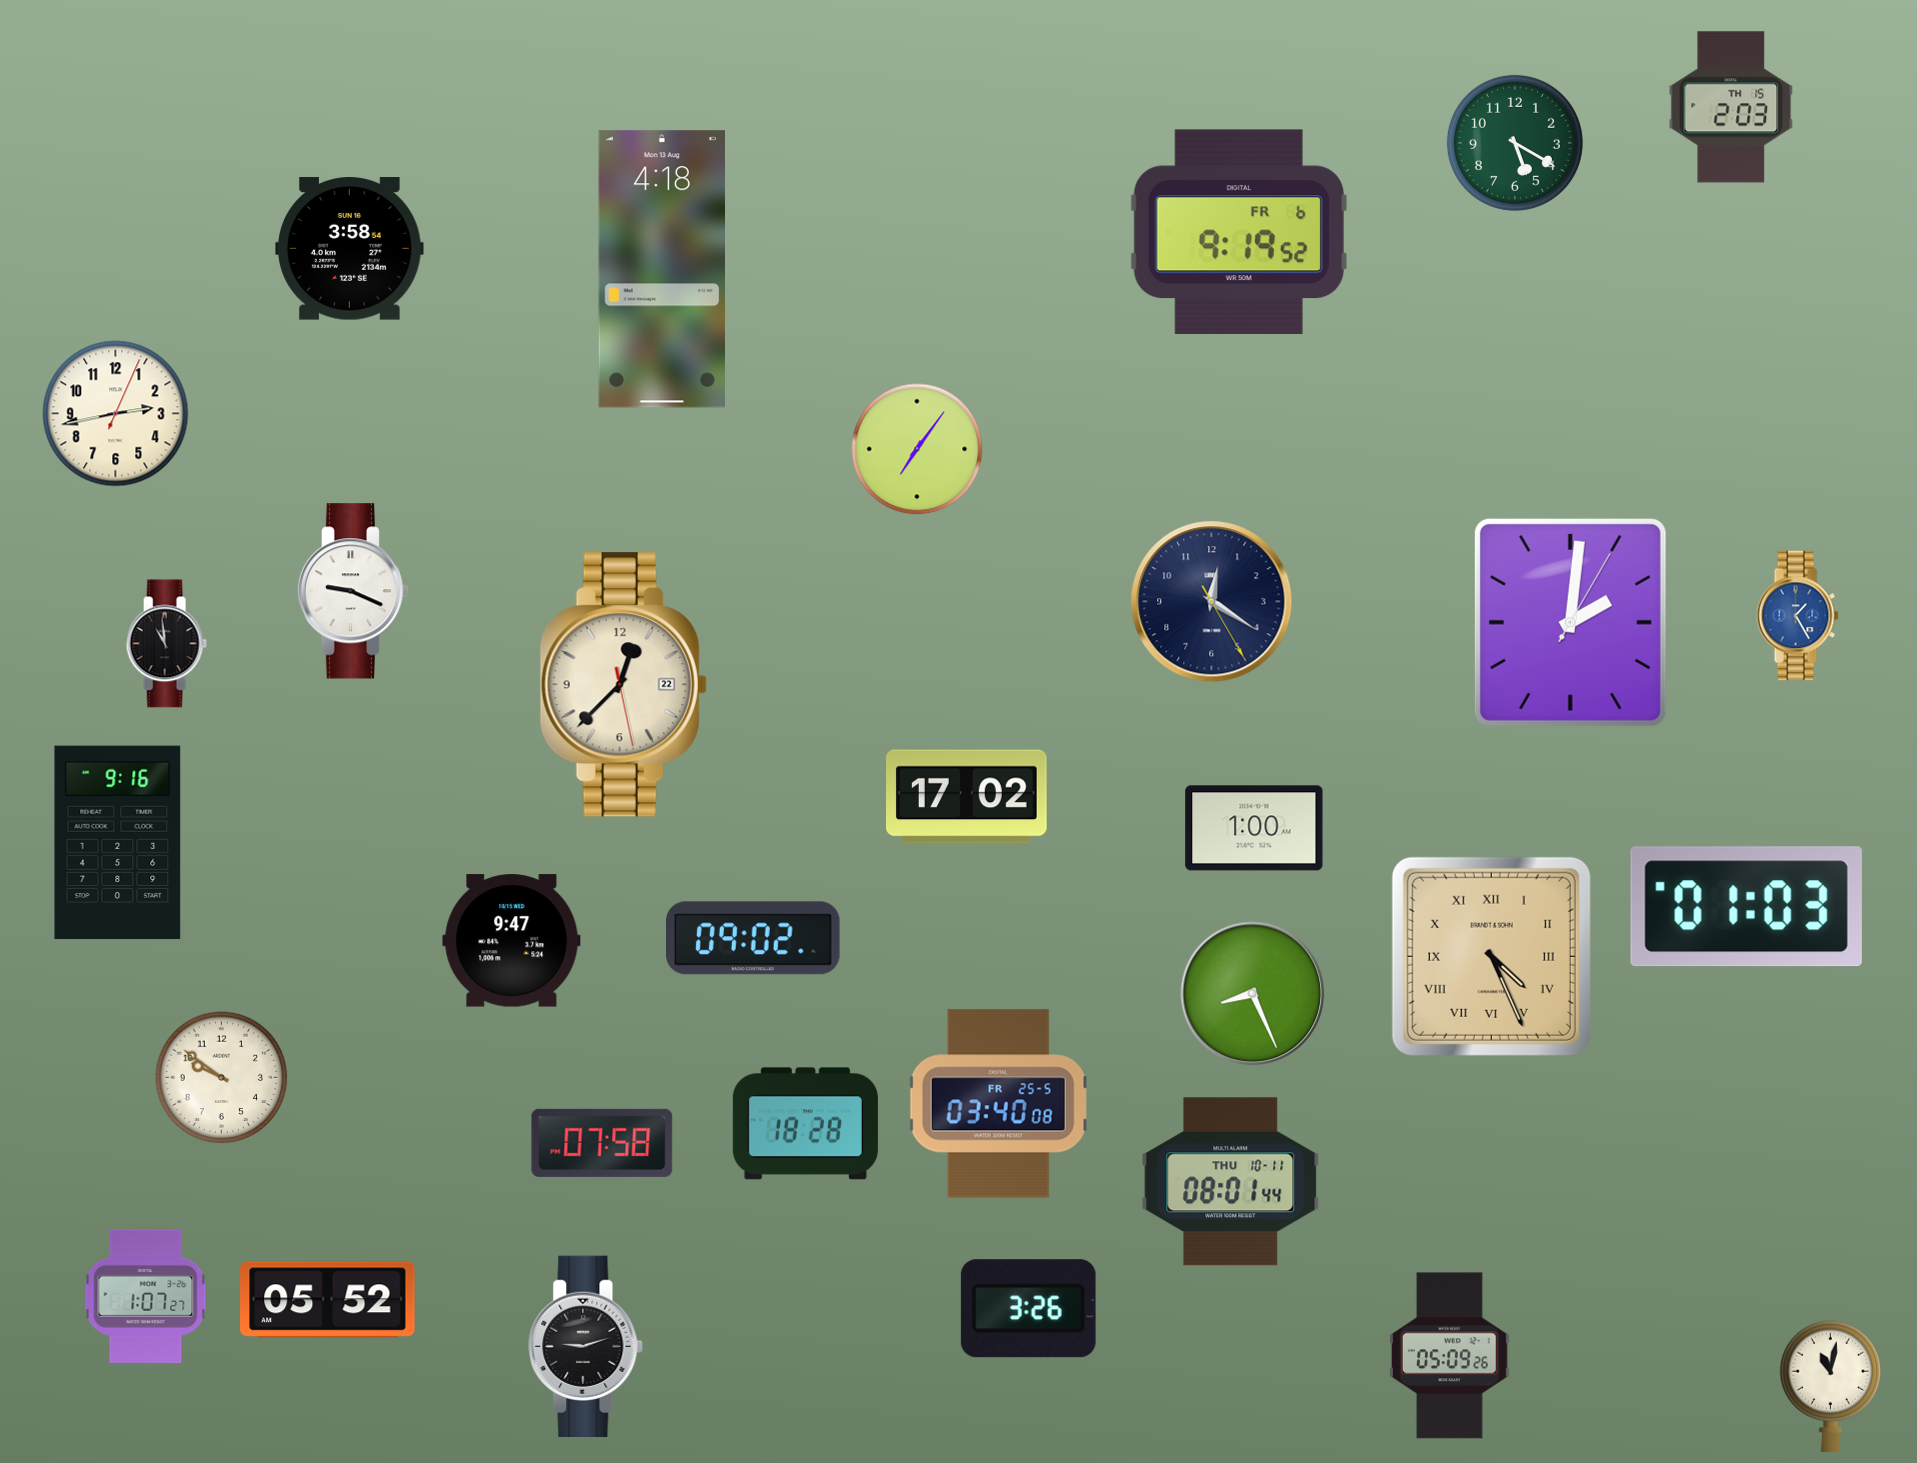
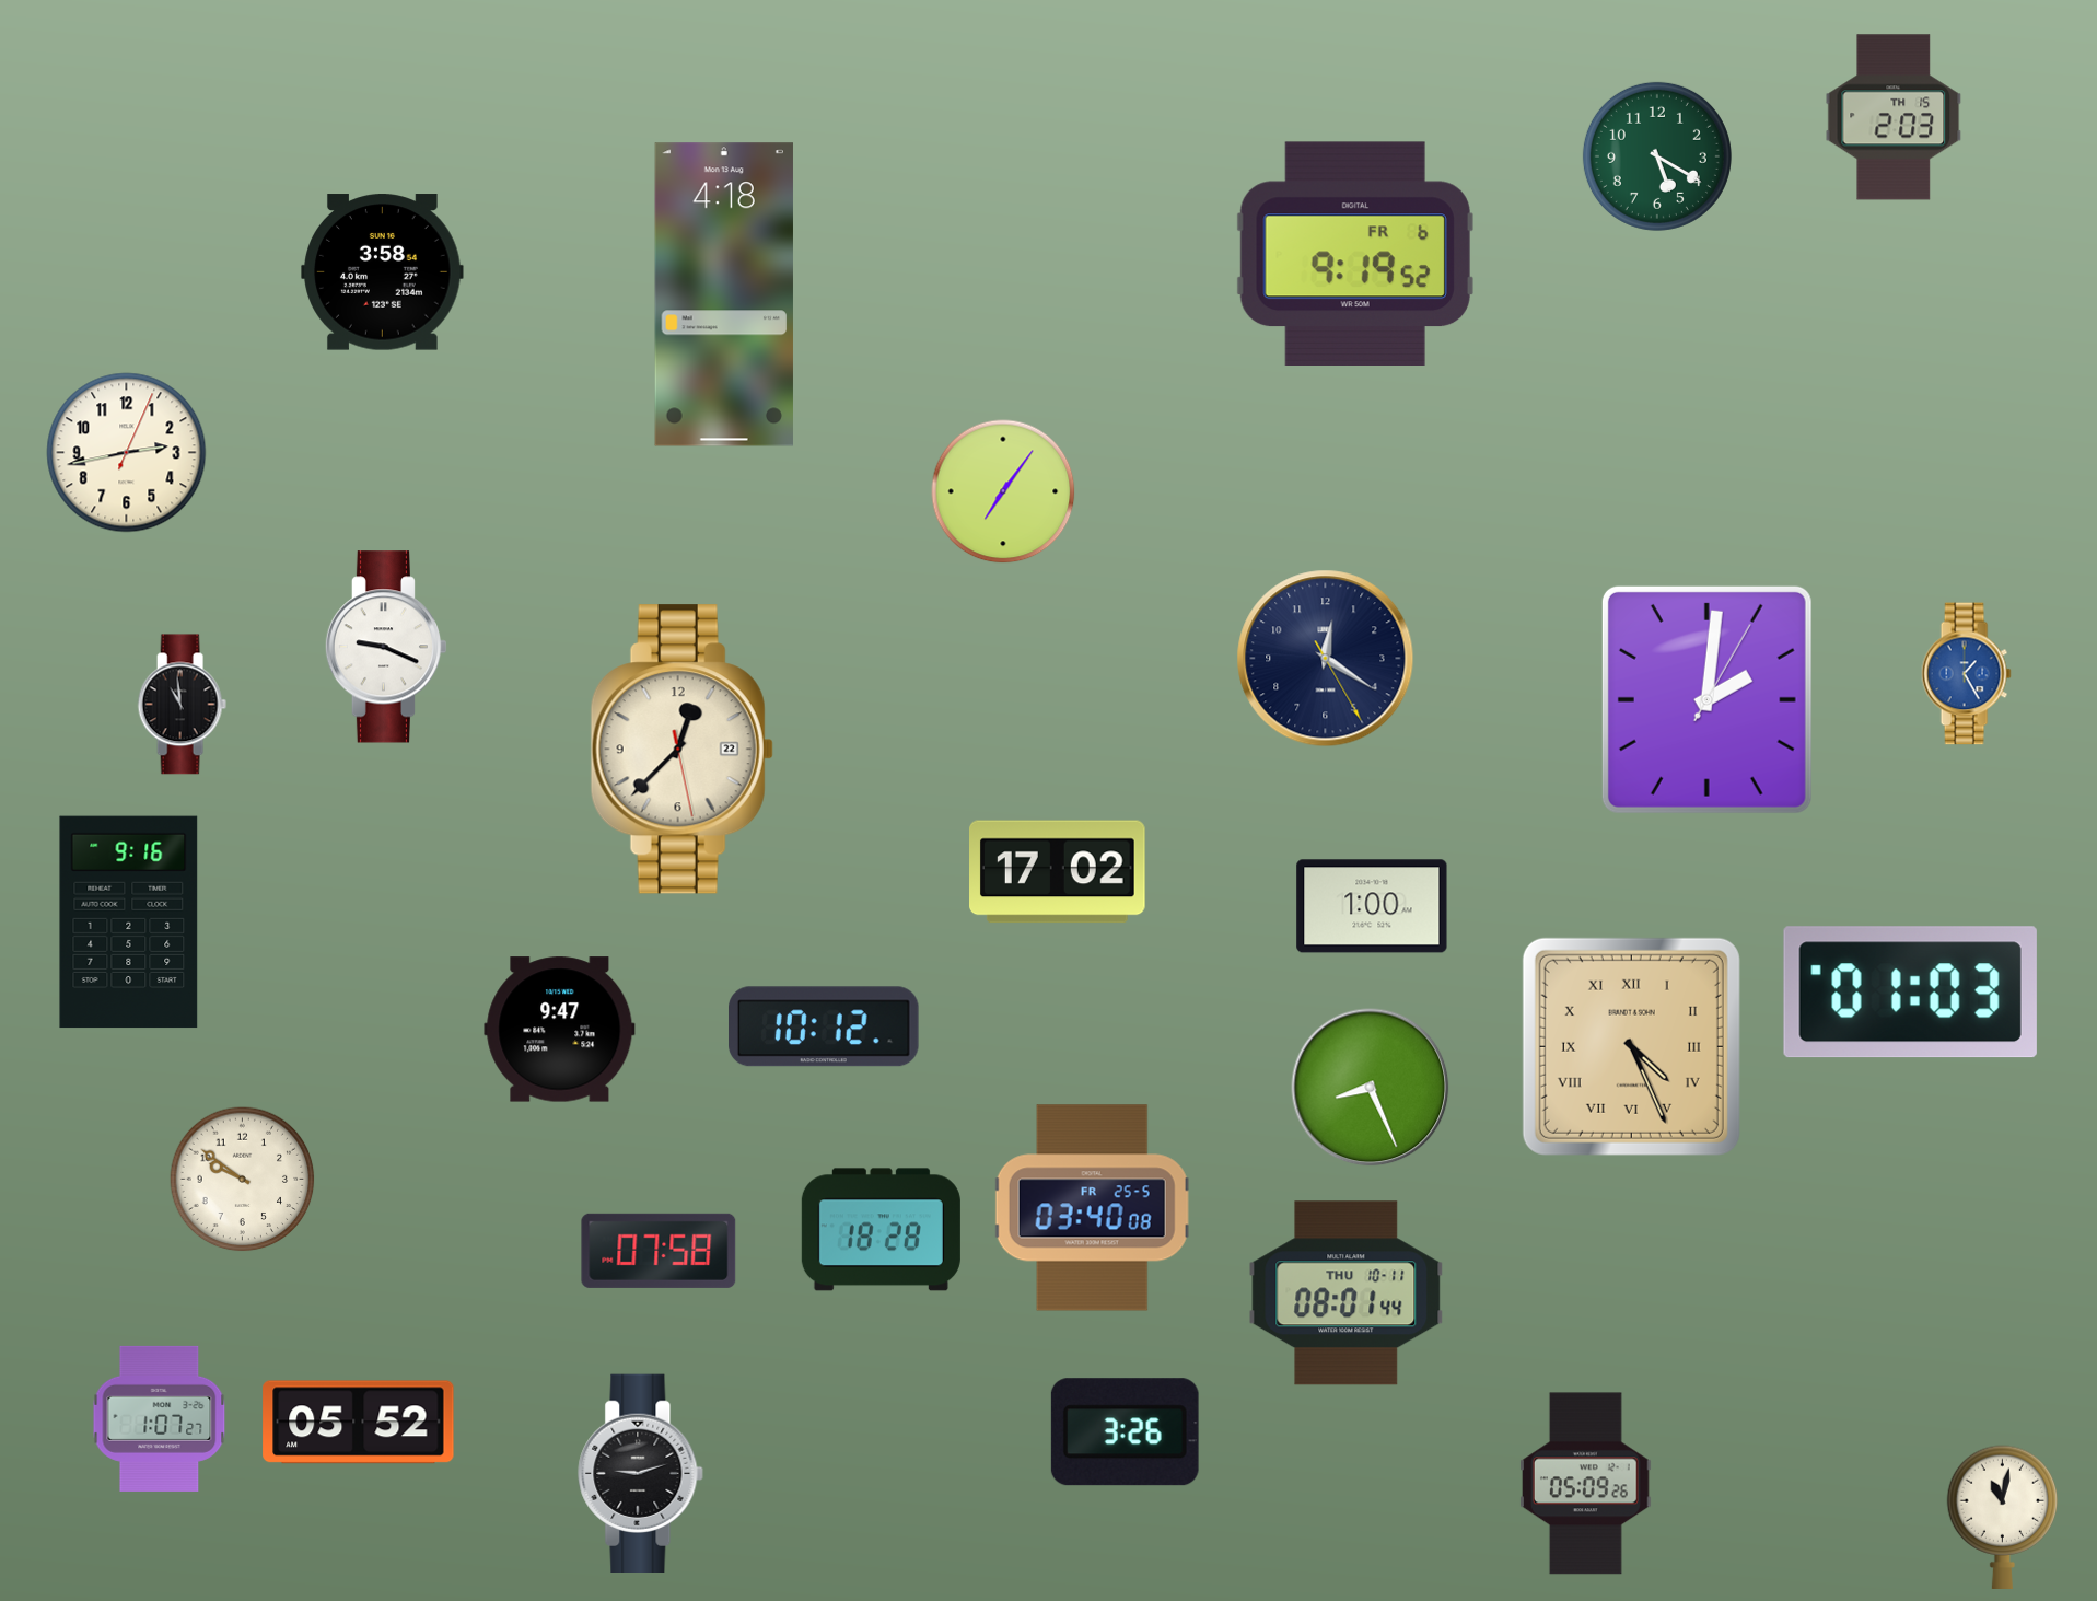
clock at (1570, 622) position: (1570, 622) -> (1706, 699)
clock at (754, 938): 09:02 -> 10:12
